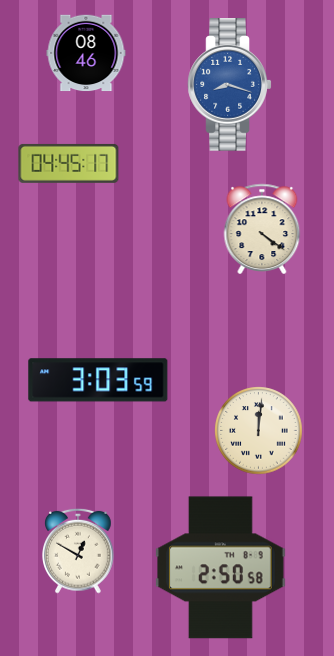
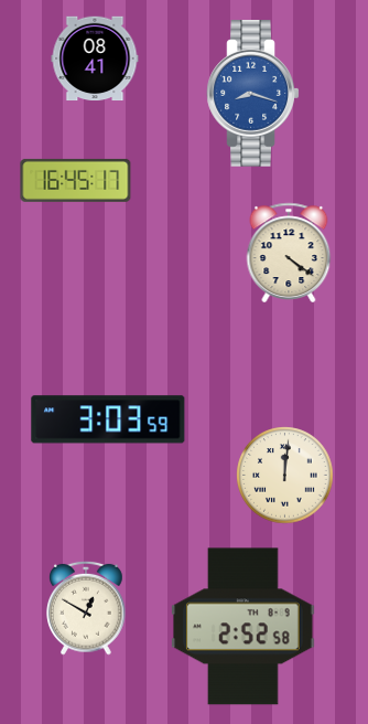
clock at (86, 53): 08:46 -> 08:41
clock at (69, 163): 04:45 -> 16:45
clock at (221, 568): 2:50 -> 2:52
